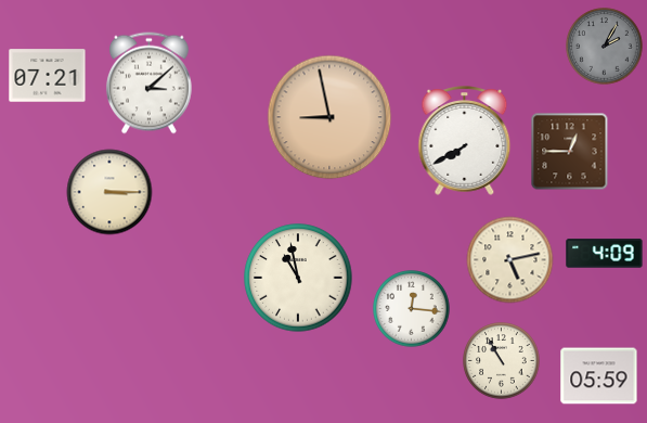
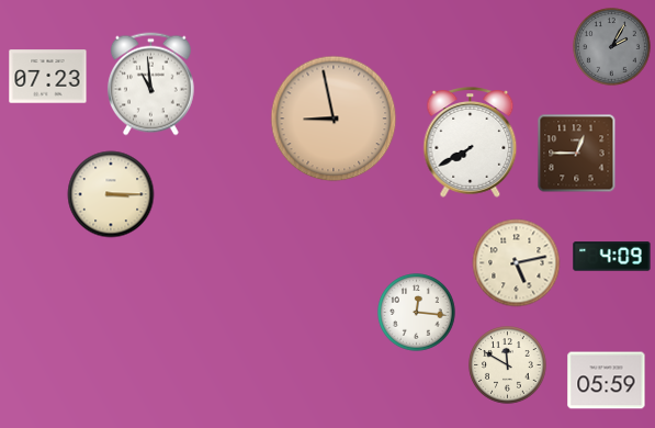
clock at (48, 76): 07:21 -> 07:23
clock at (148, 84): 3:08 -> 10:59
clock at (298, 278): 10:58 -> none
clock at (502, 361): 10:55 -> 11:50
